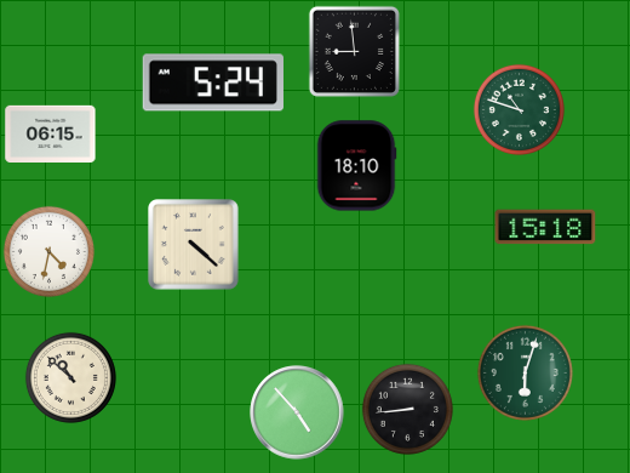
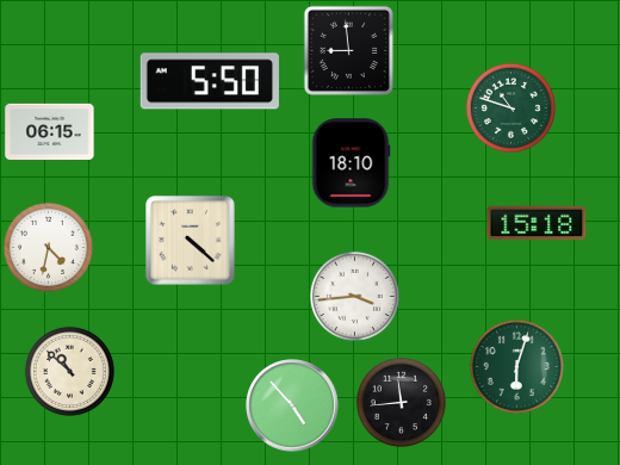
clock at (213, 82): 5:24 -> 5:50
clock at (354, 296): none -> 3:44
clock at (407, 409): 8:44 -> 11:44
